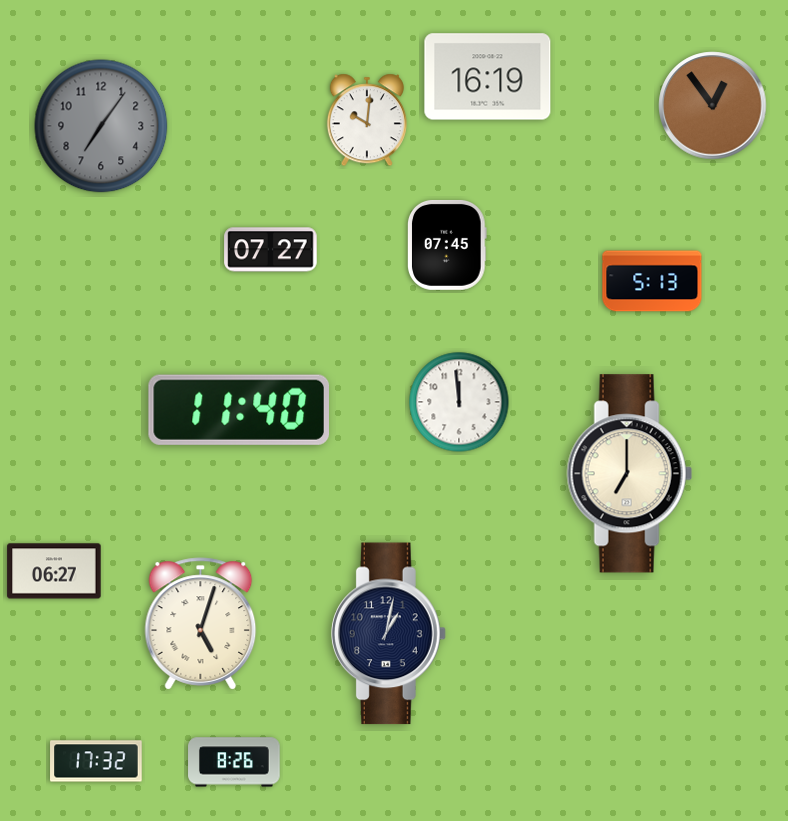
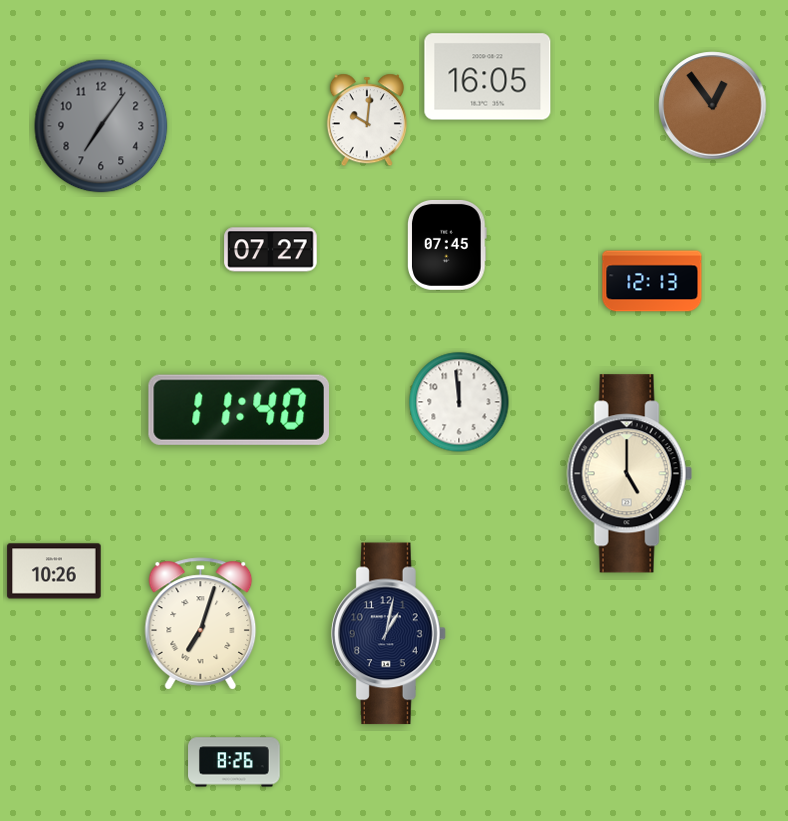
clock at (488, 77): 16:19 -> 16:05
clock at (652, 281): 5:13 -> 12:13
clock at (629, 474): 7:00 -> 5:00
clock at (54, 571): 06:27 -> 10:26
clock at (201, 624): 5:03 -> 7:03
clock at (96, 761): 17:32 -> none
